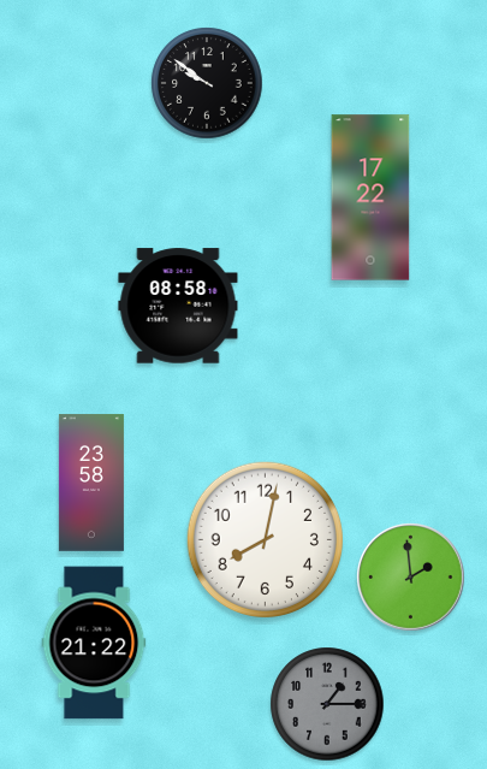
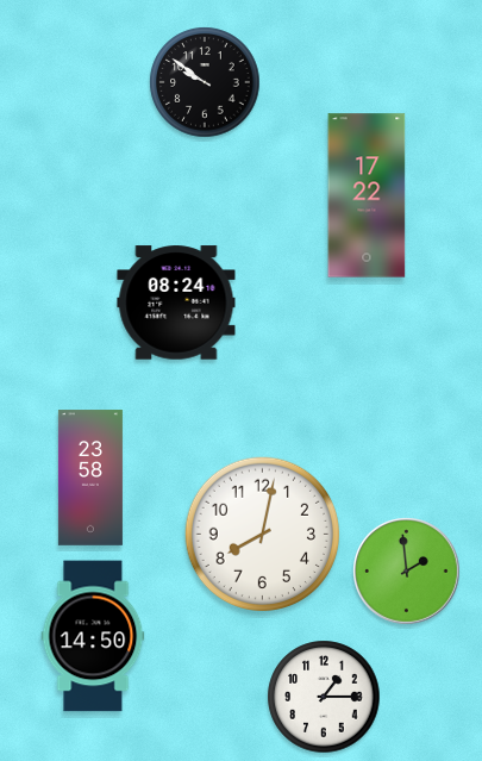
clock at (178, 306): 08:58 -> 08:24
clock at (94, 643): 21:22 -> 14:50
clock at (327, 704) dial: grey -> white
